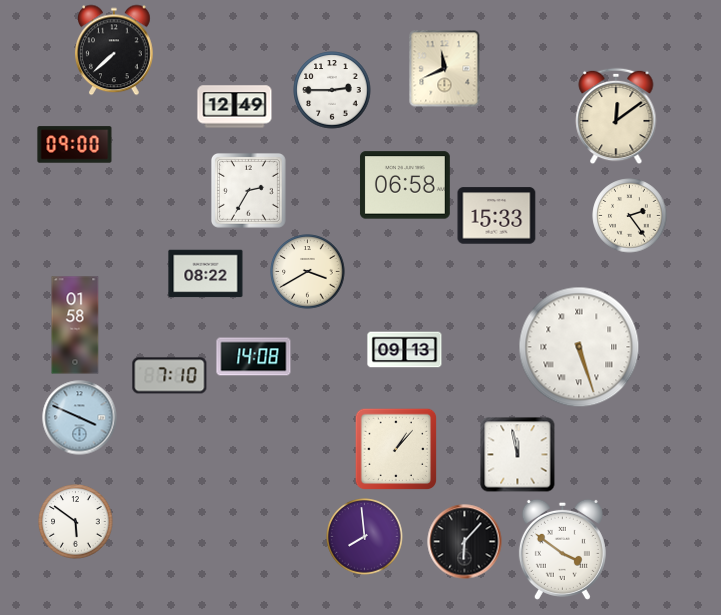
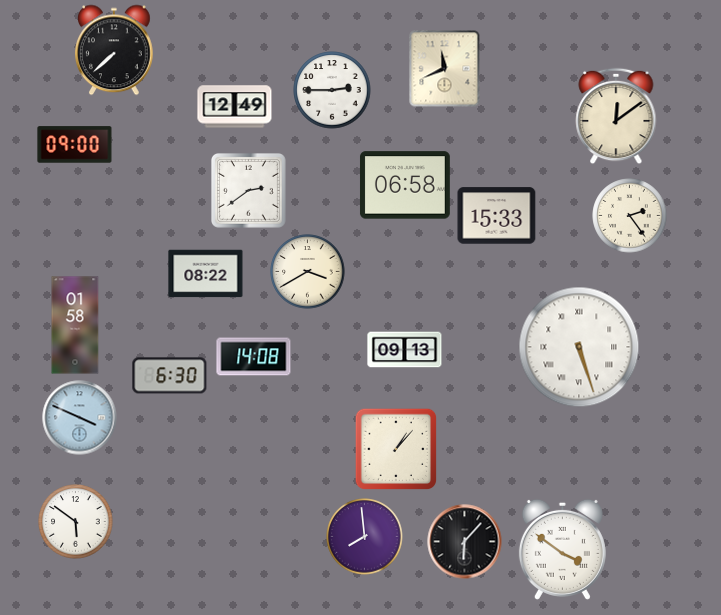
clock at (249, 191): 2:35 -> 2:39
clock at (170, 376): 7:10 -> 6:30
clock at (518, 455): 11:58 -> none
